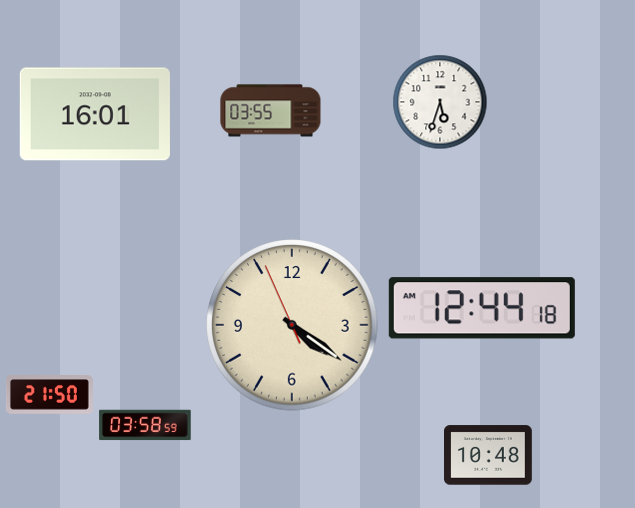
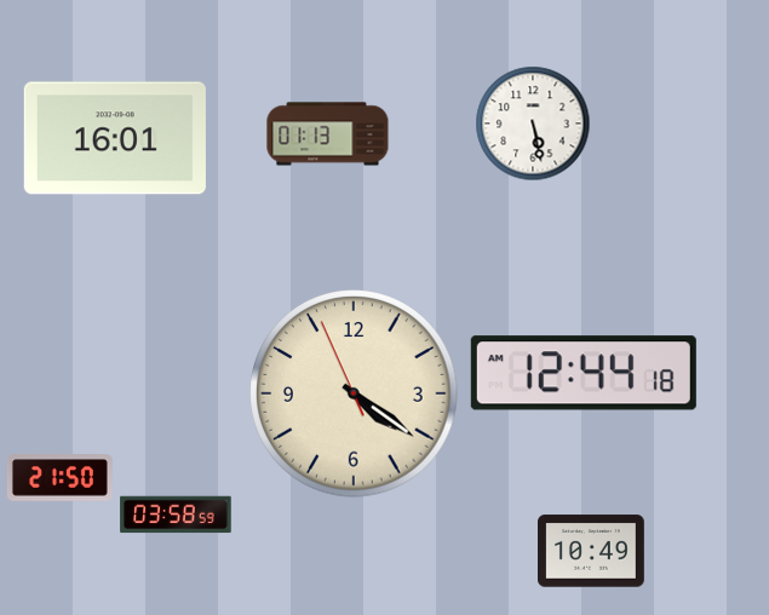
clock at (440, 102): 5:33 -> 5:28
clock at (271, 111): 03:55 -> 01:13
clock at (489, 455): 10:48 -> 10:49
